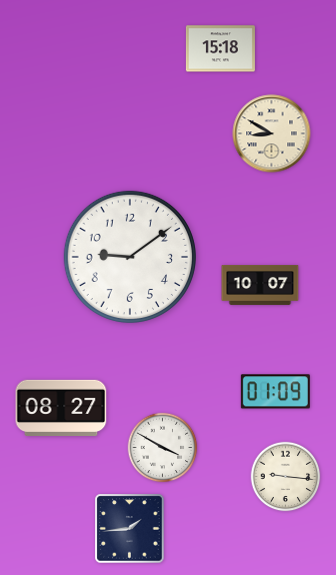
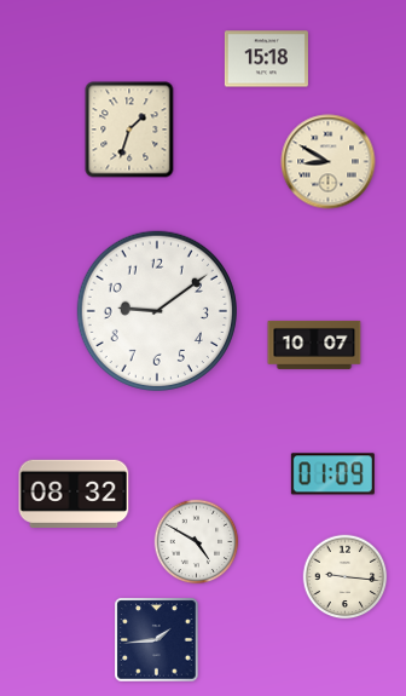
clock at (129, 130): none -> 1:33
clock at (61, 407): 08:27 -> 08:32
clock at (163, 448): 3:50 -> 4:50
